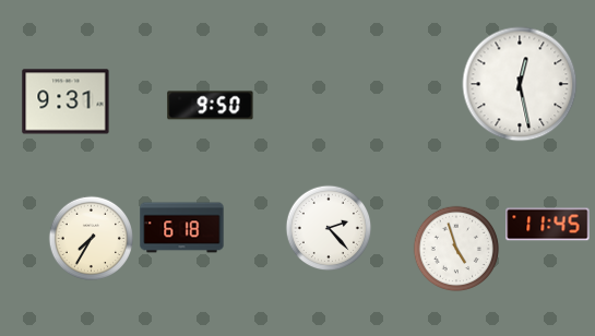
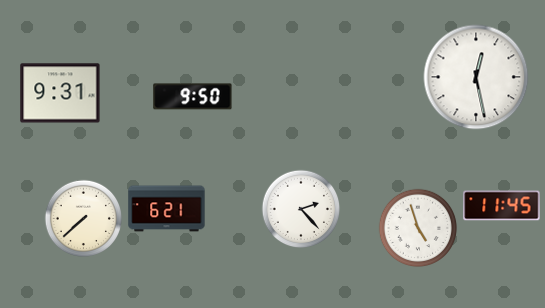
clock at (182, 228): 6:18 -> 6:21
clock at (91, 238): 7:35 -> 7:38
